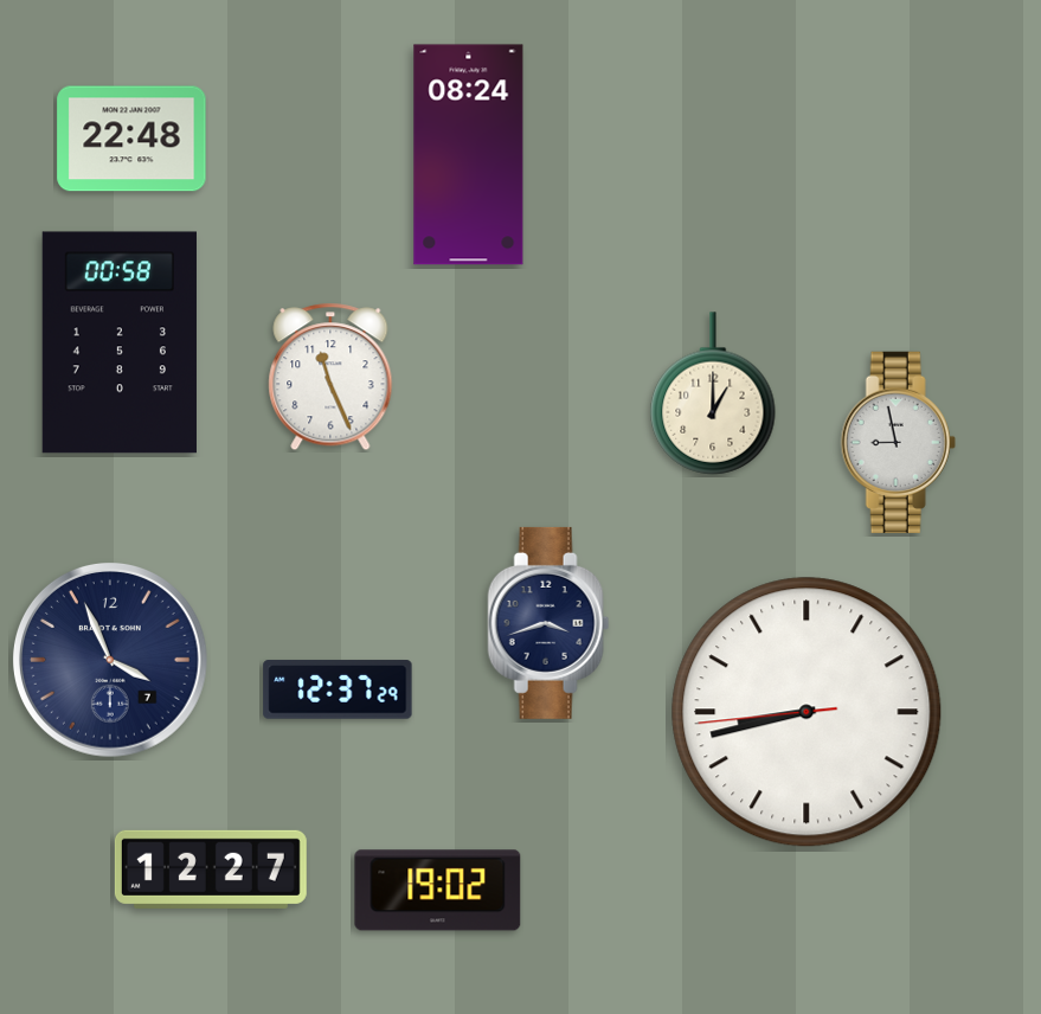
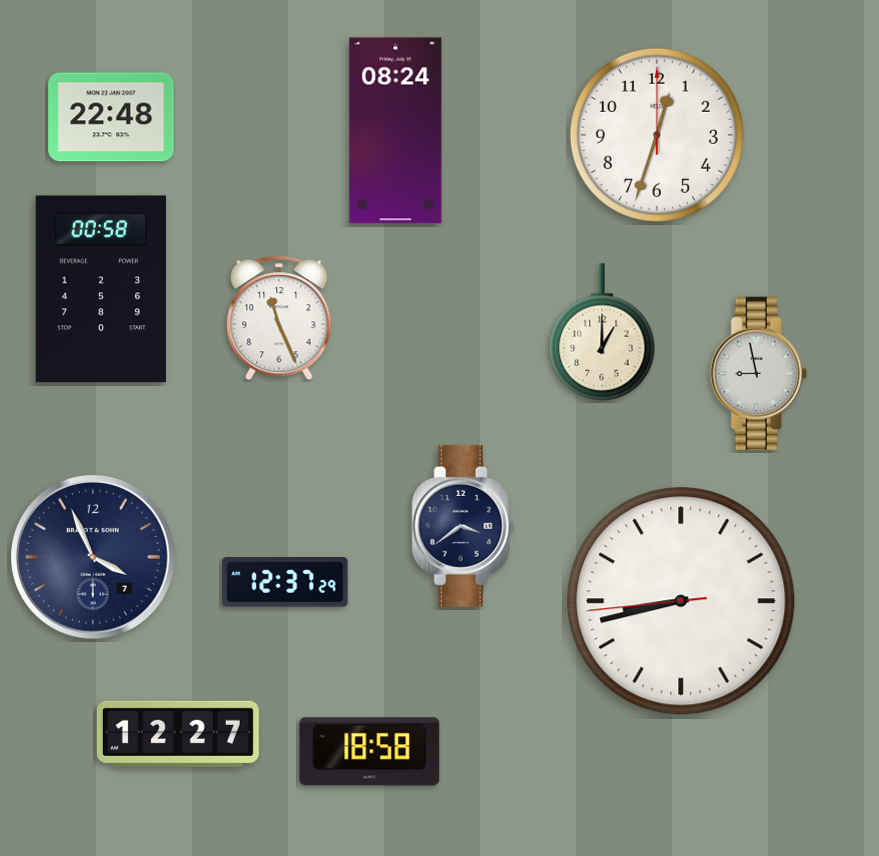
clock at (657, 135): none -> 12:33
clock at (548, 623): 3:42 -> 3:39
clock at (438, 891): 19:02 -> 18:58
